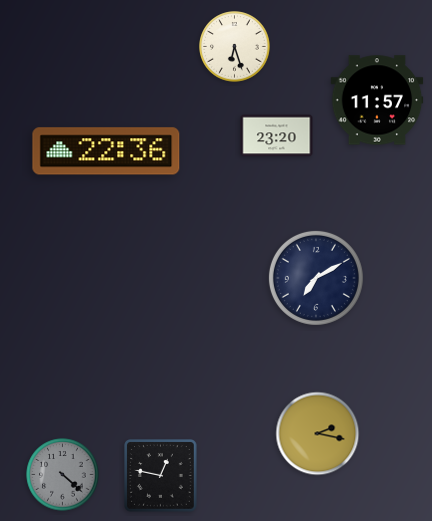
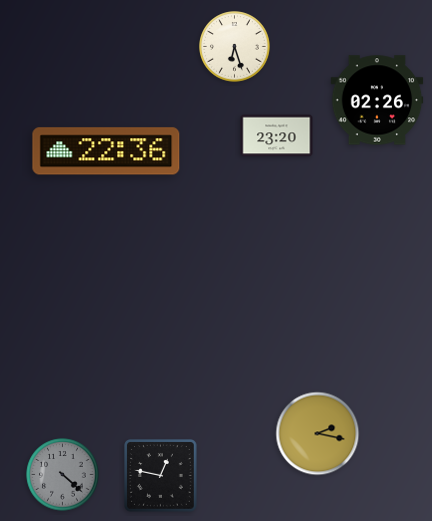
clock at (377, 100): 11:57 -> 02:26
clock at (316, 278): 7:10 -> none
